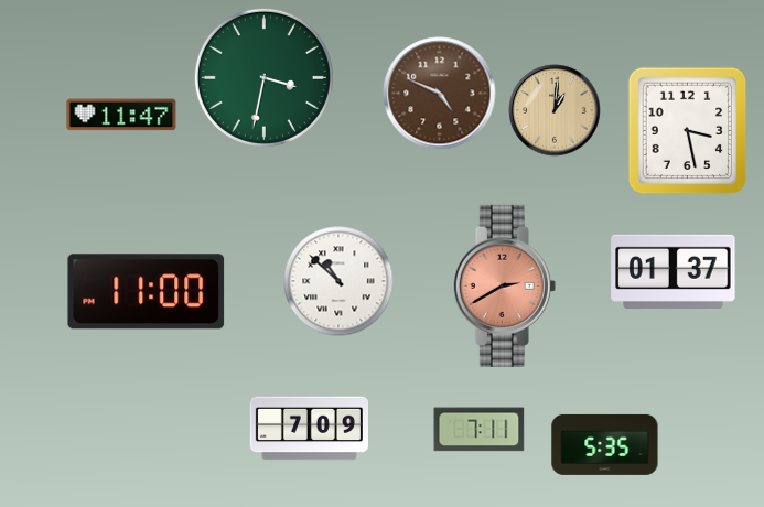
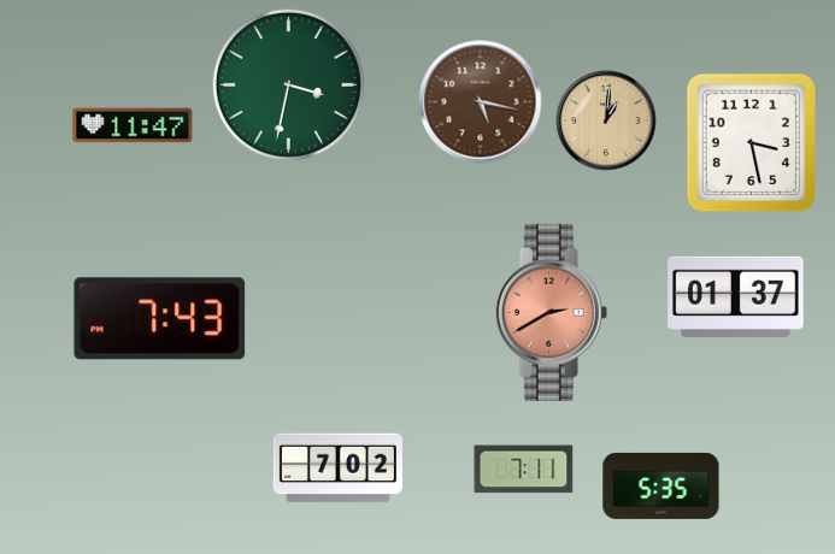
clock at (440, 94): 4:49 -> 5:17
clock at (338, 281): 10:52 -> none
clock at (147, 292): 11:00 -> 7:43
clock at (309, 429): 7:09 -> 7:02
